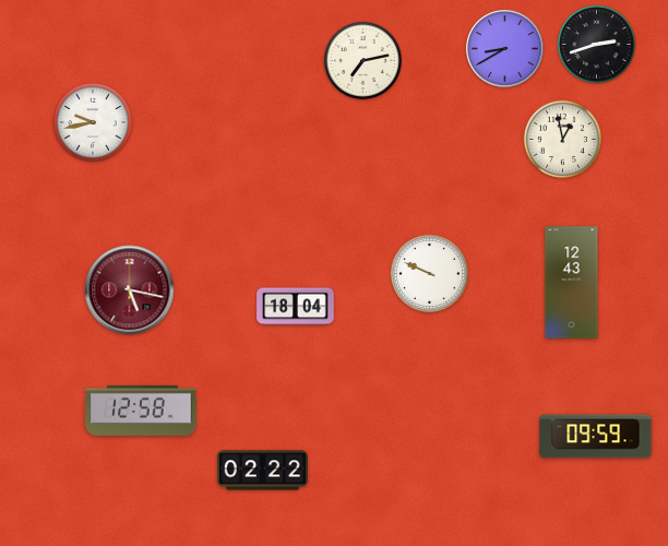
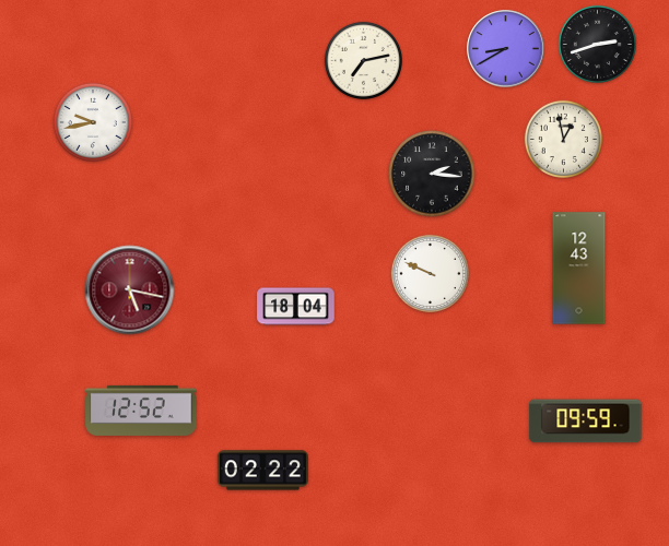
clock at (432, 174): none -> 2:16
clock at (572, 283) position: (572, 283) -> (579, 269)
clock at (141, 411): 12:58 -> 12:52
clock at (596, 437) position: (596, 437) -> (586, 422)
